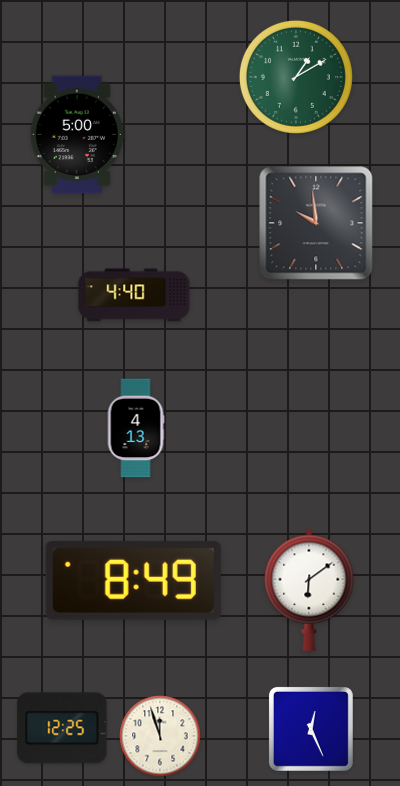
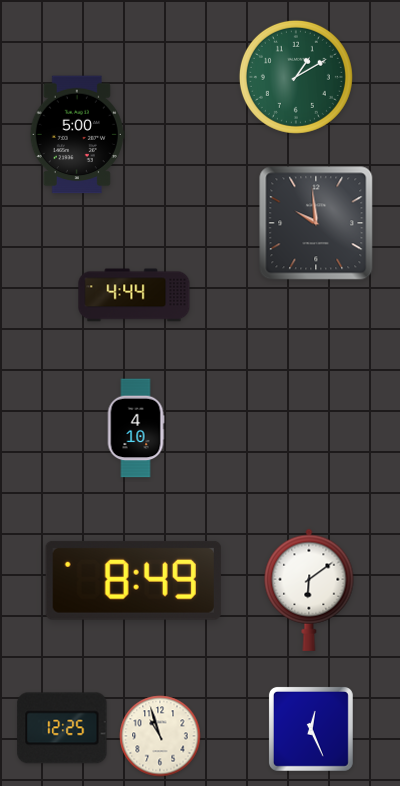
clock at (134, 295): 4:40 -> 4:44
clock at (136, 428): 4:13 -> 4:10
clock at (160, 736): 11:57 -> 10:57
